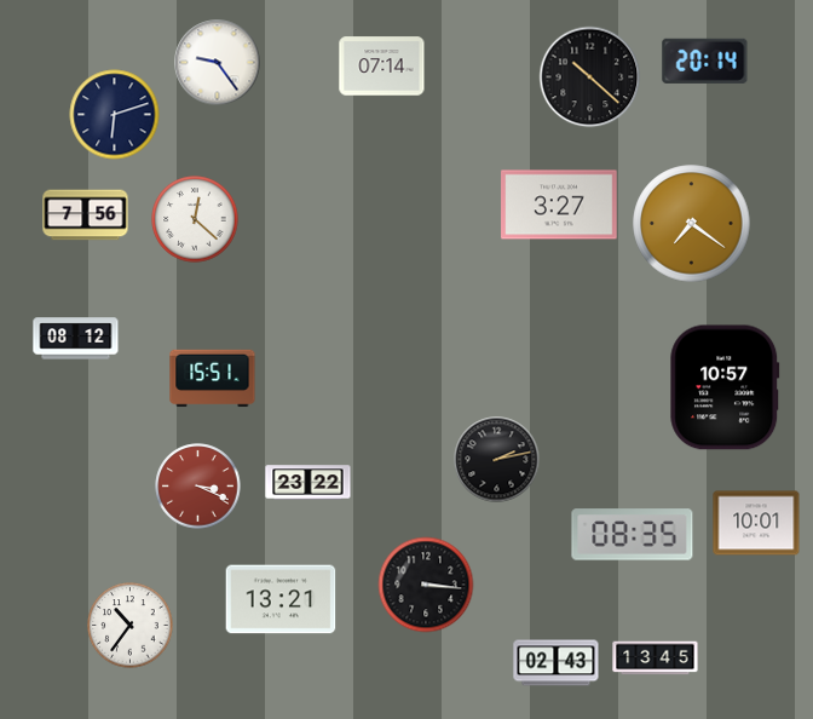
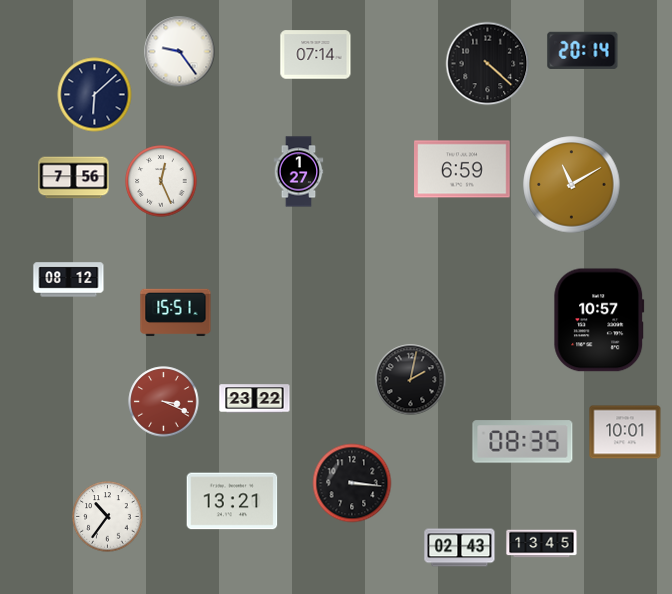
clock at (590, 77): 10:22 -> 4:22
clock at (115, 115): 6:12 -> 6:08
clock at (559, 205): 3:27 -> 6:59
clock at (299, 172): none -> 1:27
clock at (86, 215) position: (86, 215) -> (74, 178)
clock at (195, 219): 12:22 -> 12:26
clock at (692, 224): 7:21 -> 11:10
clock at (76, 339) position: (76, 339) -> (69, 280)
clock at (497, 460): 2:13 -> 2:02
clock at (281, 599) position: (281, 599) -> (232, 501)
